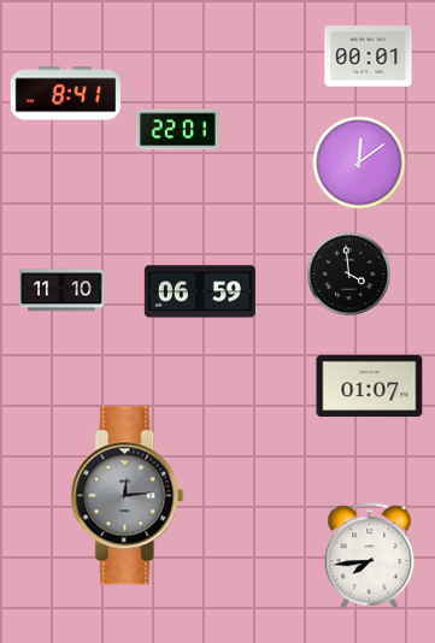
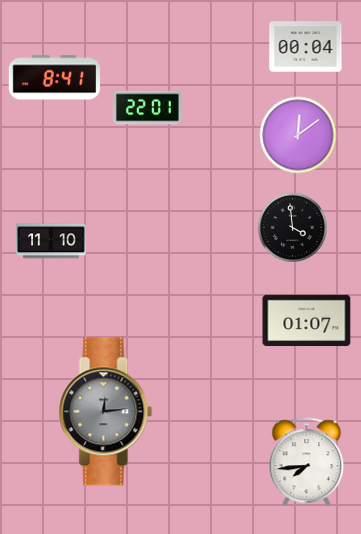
clock at (369, 57): 00:01 -> 00:04
clock at (348, 273) position: (348, 273) -> (292, 227)
clock at (200, 291): 06:59 -> none
